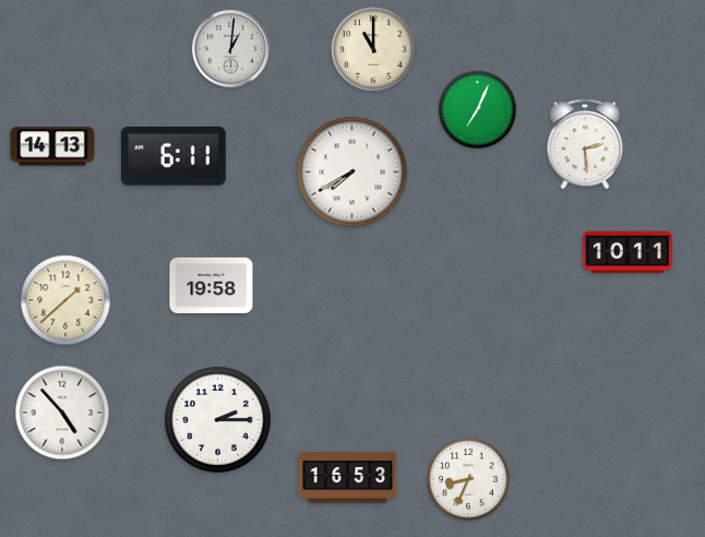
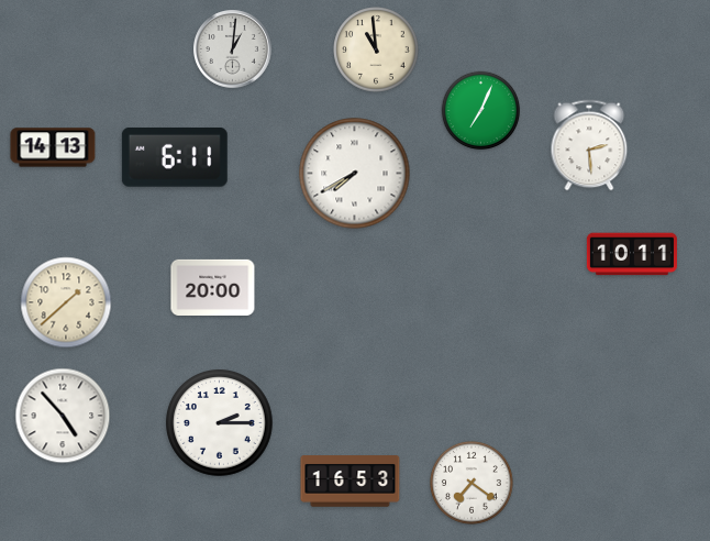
clock at (373, 49): 11:00 -> 10:59
clock at (212, 285): 19:58 -> 20:00
clock at (469, 480): 8:34 -> 7:21
